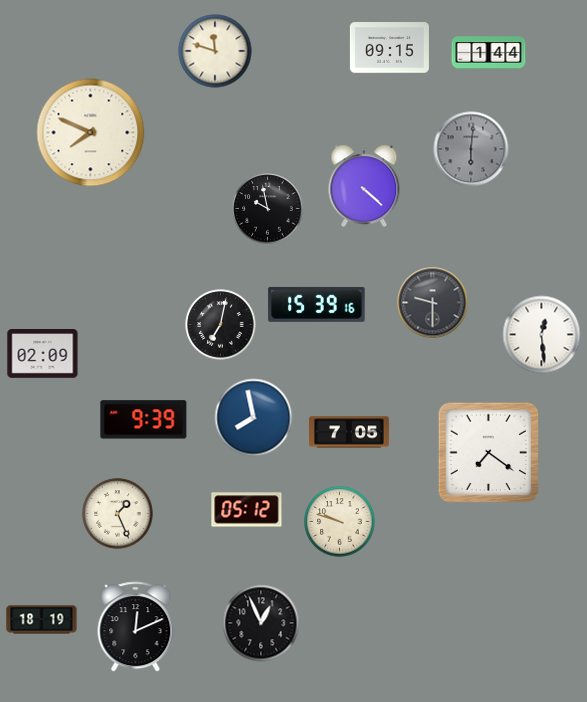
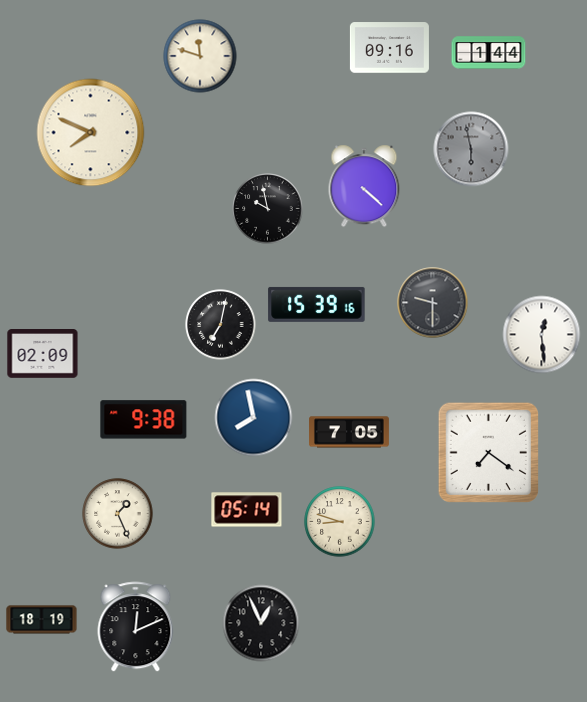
clock at (389, 48): 09:15 -> 09:16
clock at (215, 51) position: (215, 51) -> (200, 56)
clock at (471, 149): 6:01 -> 5:58
clock at (144, 420): 9:39 -> 9:38
clock at (247, 510): 05:12 -> 05:14
clock at (340, 522): 9:48 -> 8:48
